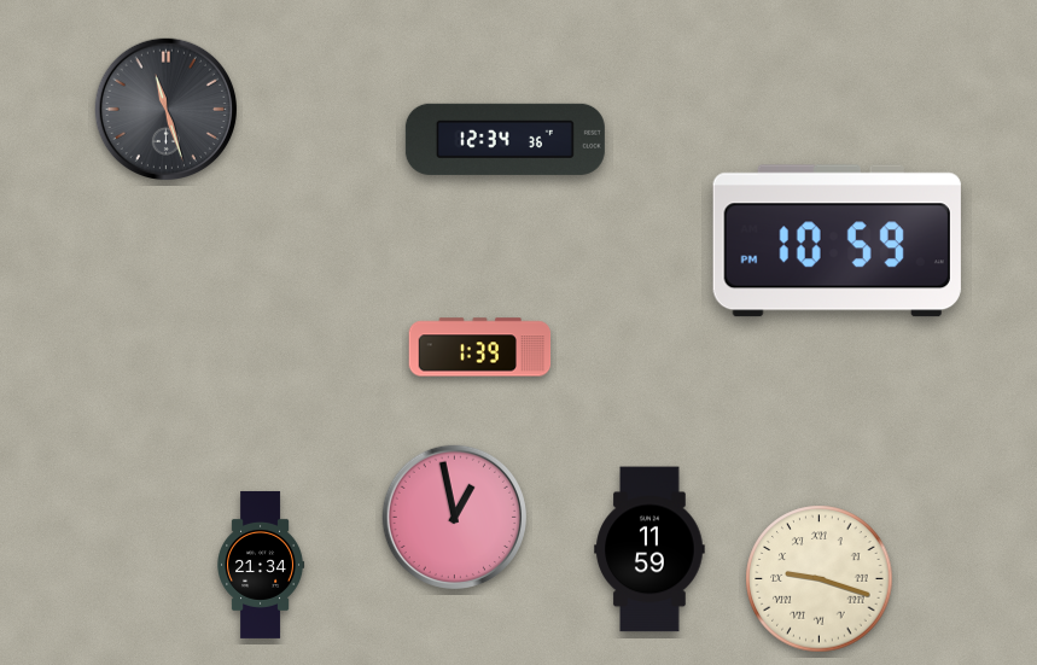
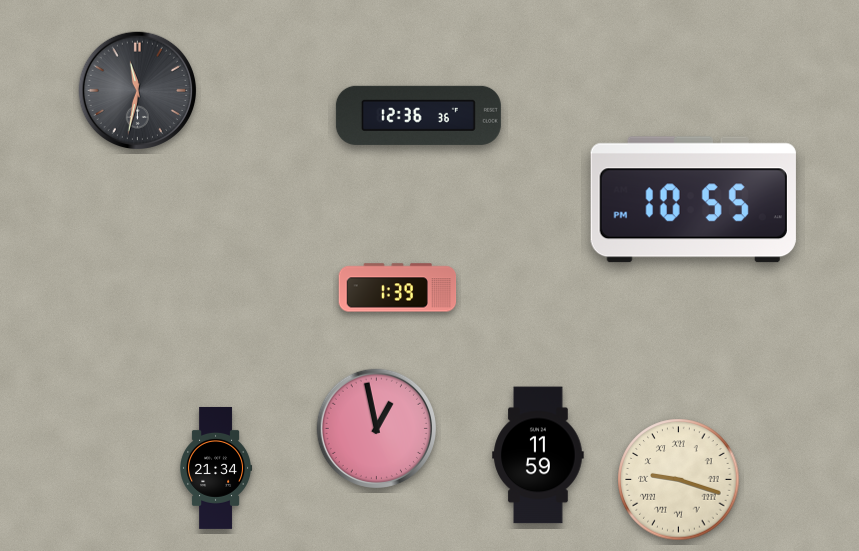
clock at (165, 109): 11:27 -> 11:32
clock at (505, 139): 12:34 -> 12:36
clock at (837, 241): 10:59 -> 10:55
